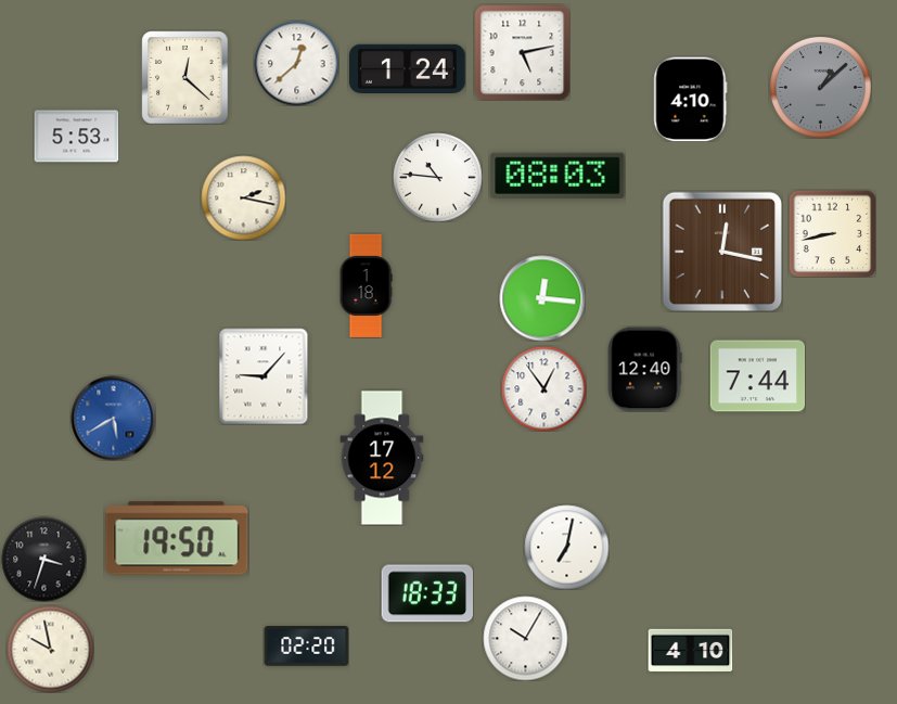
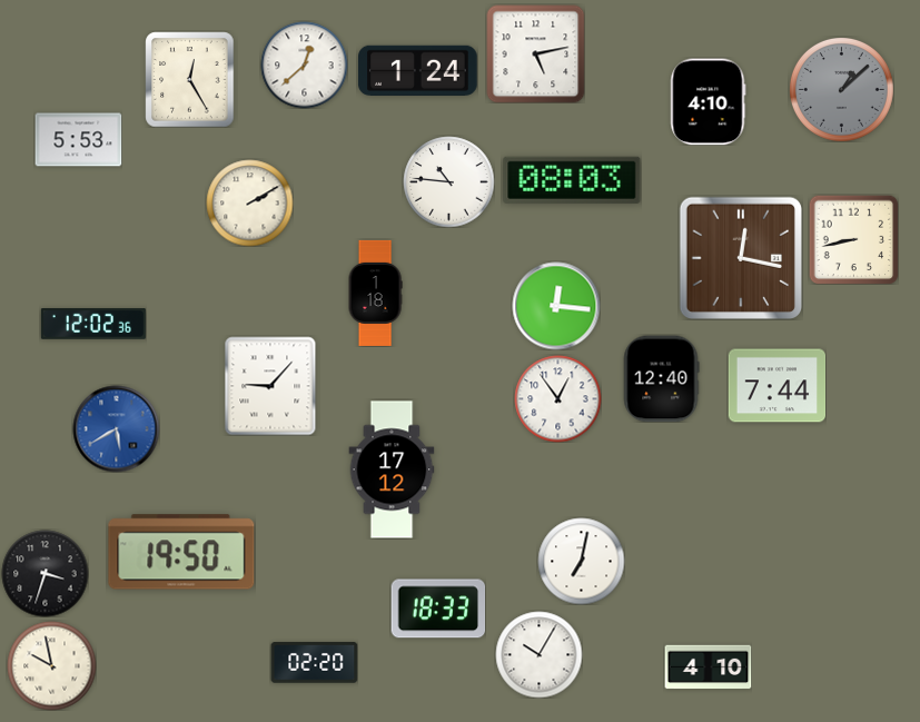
clock at (185, 77): 12:22 -> 12:25
clock at (243, 197): 2:17 -> 2:10
clock at (93, 325): none -> 12:02
